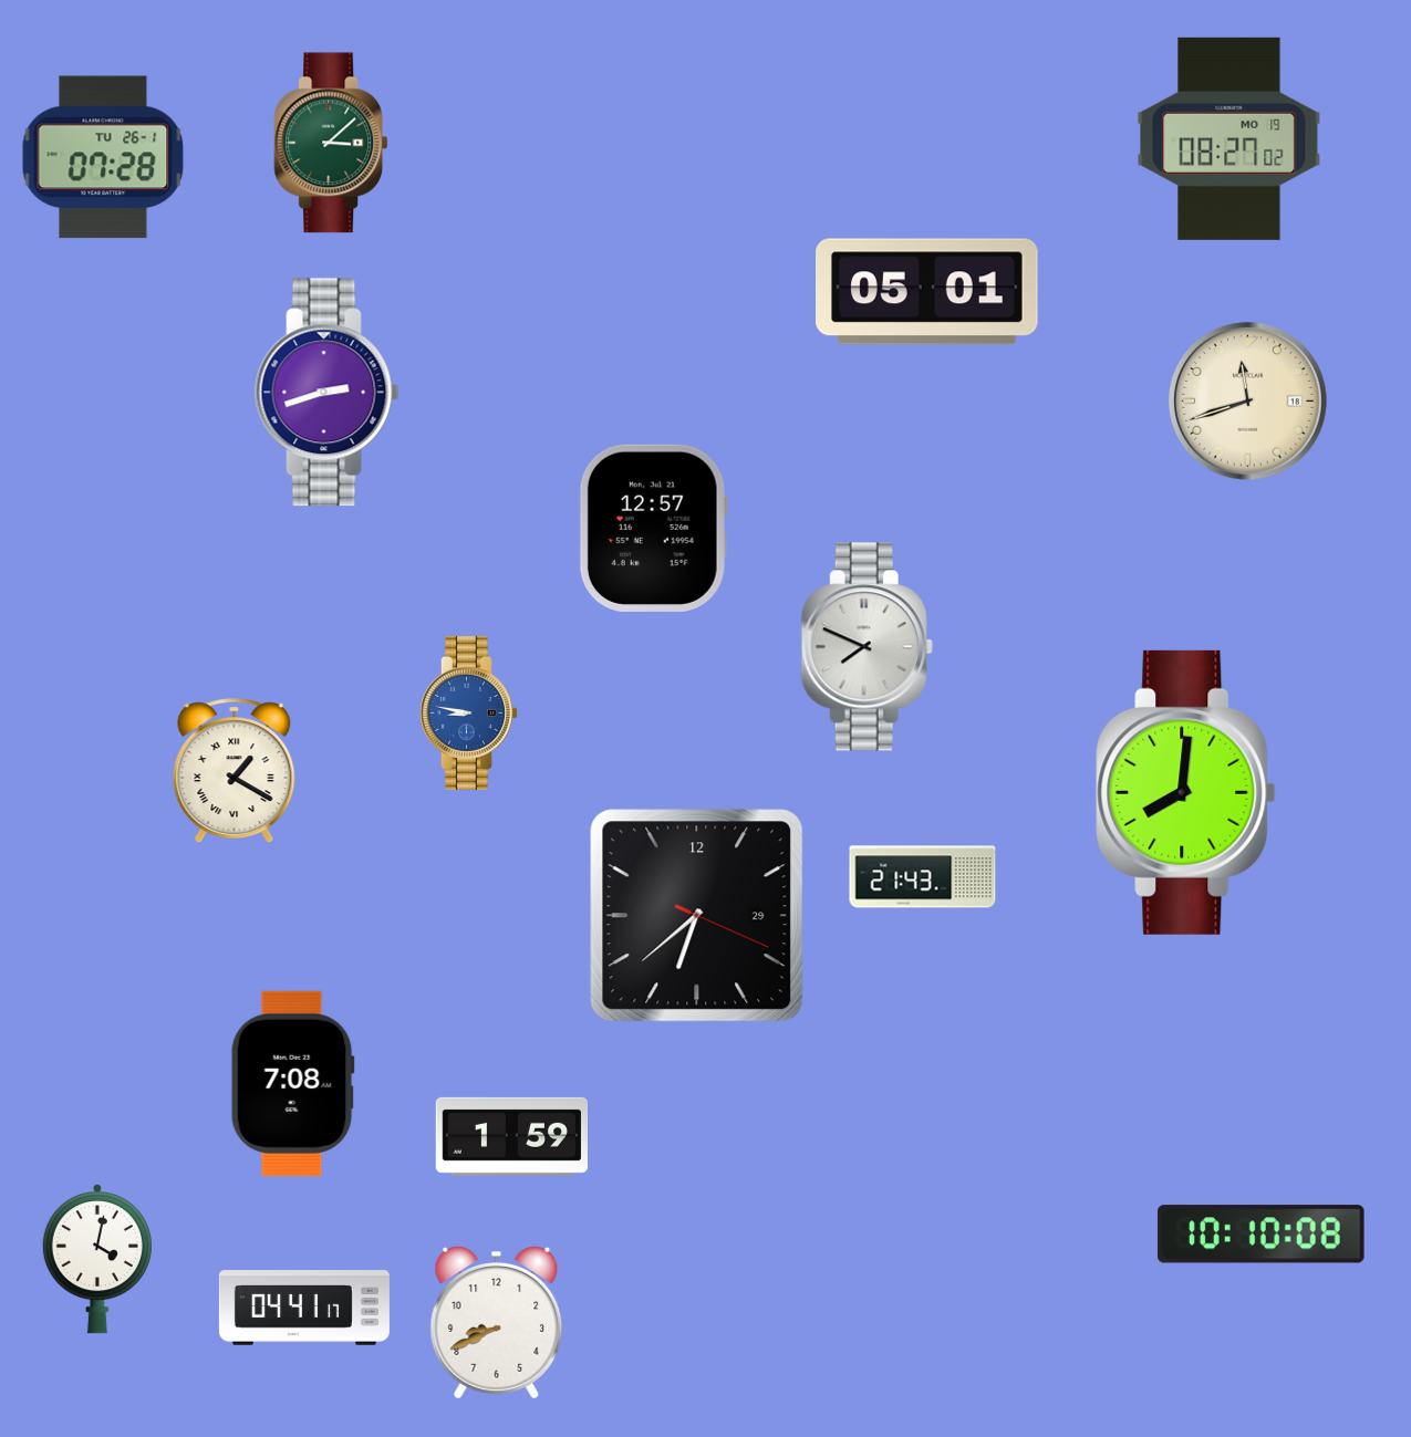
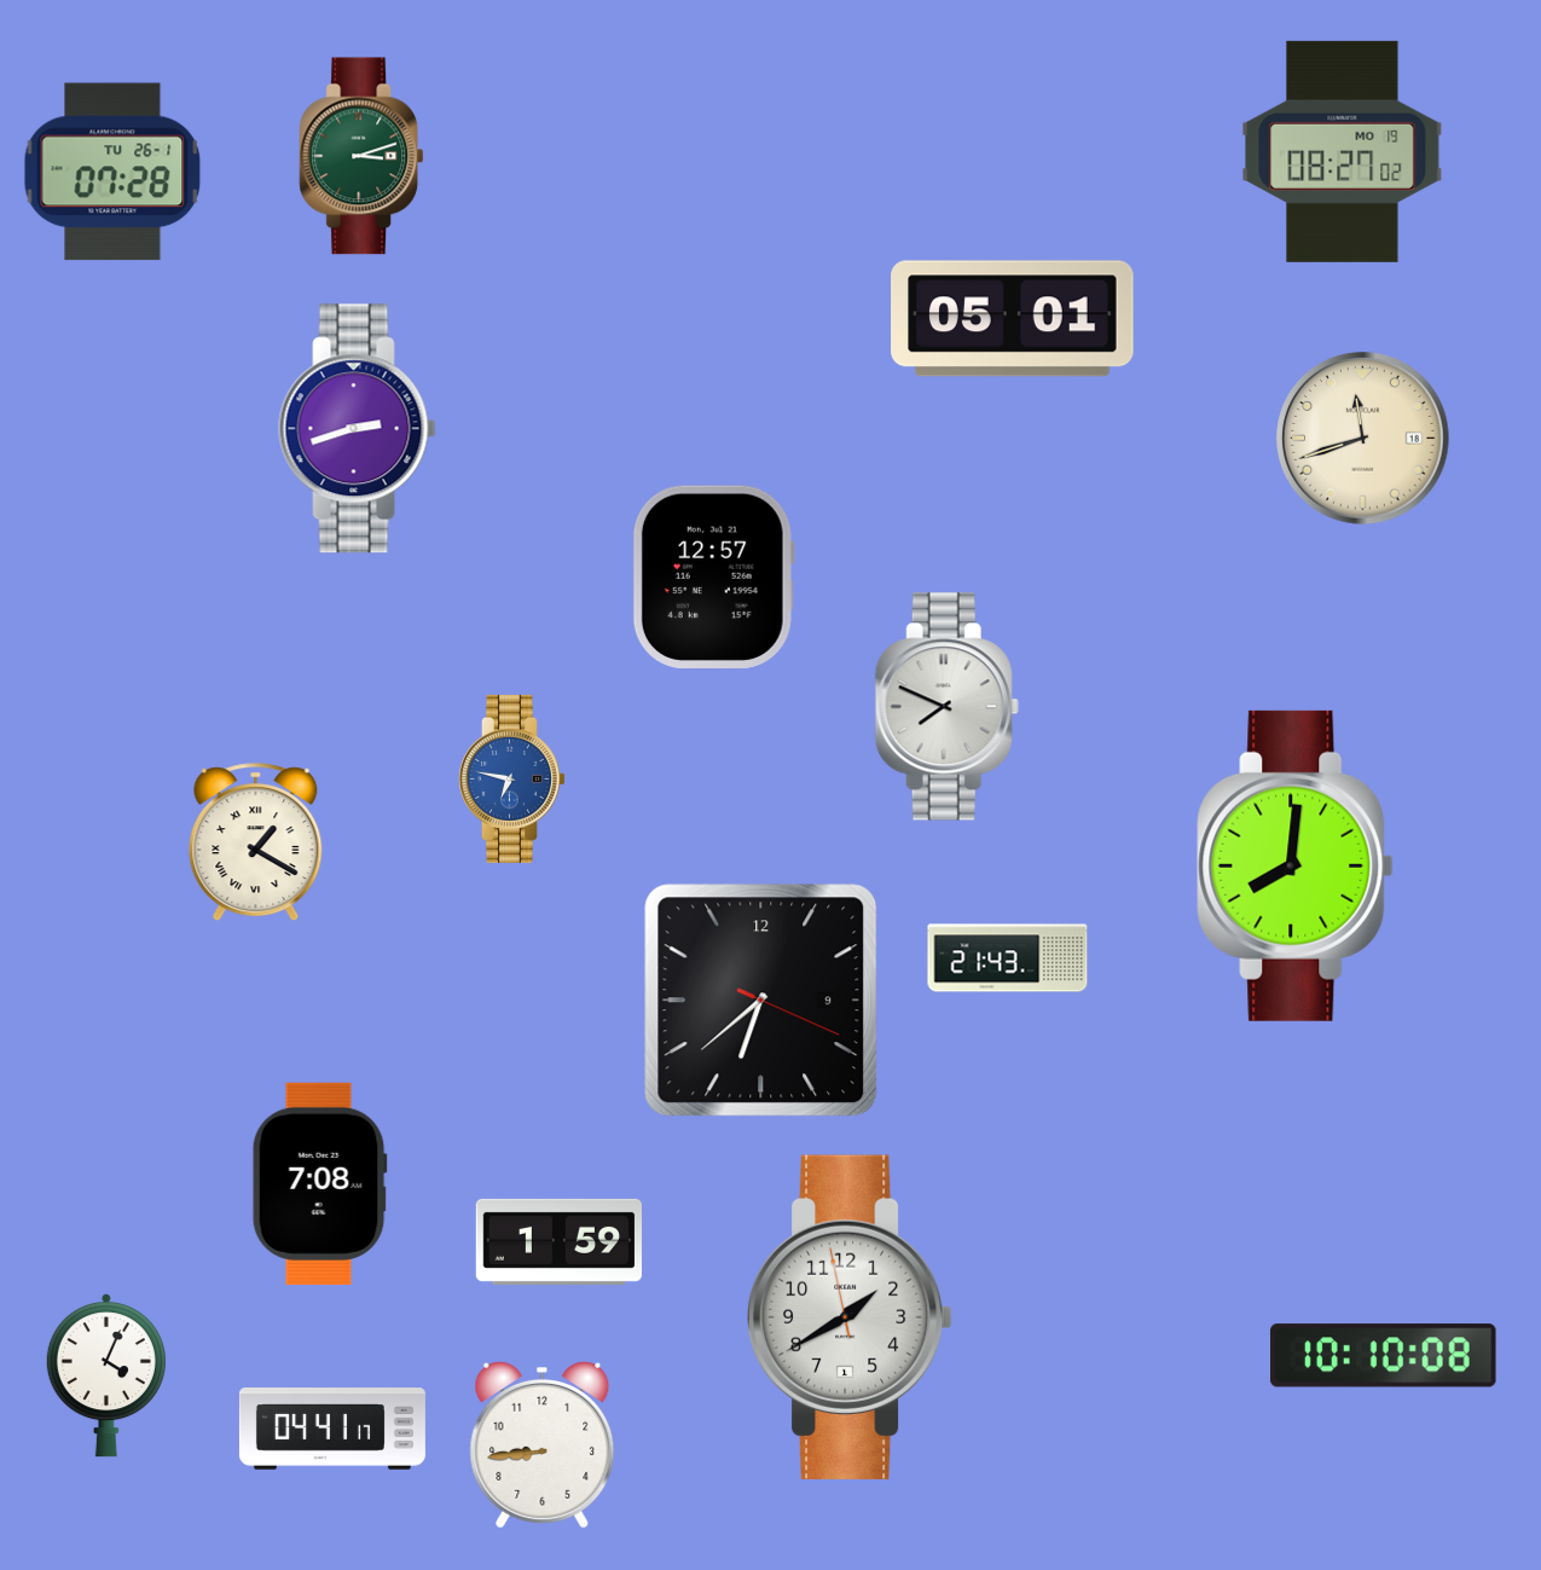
clock at (331, 143): 3:08 -> 3:12
clock at (468, 712): 8:47 -> 6:47
clock at (697, 916) date: 29 -> 9
clock at (850, 1317): none -> 1:39
clock at (1262, 1235) position: (1262, 1235) -> (1384, 1356)
clock at (97, 1259): 4:02 -> 4:04
clock at (497, 1323): 8:41 -> 8:44
